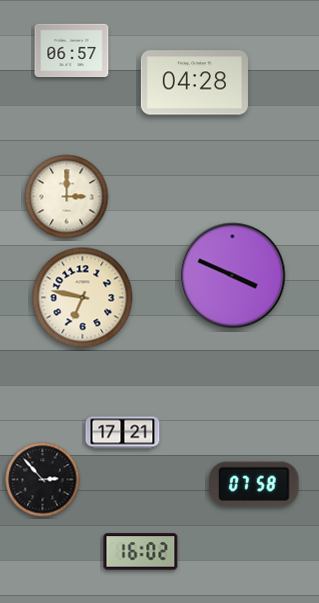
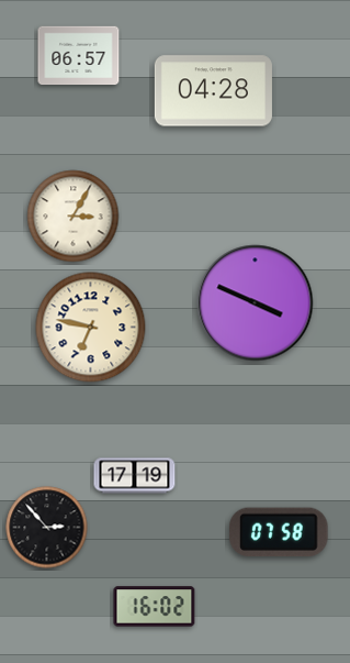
clock at (67, 197): 3:00 -> 3:05
clock at (123, 433): 17:21 -> 17:19
